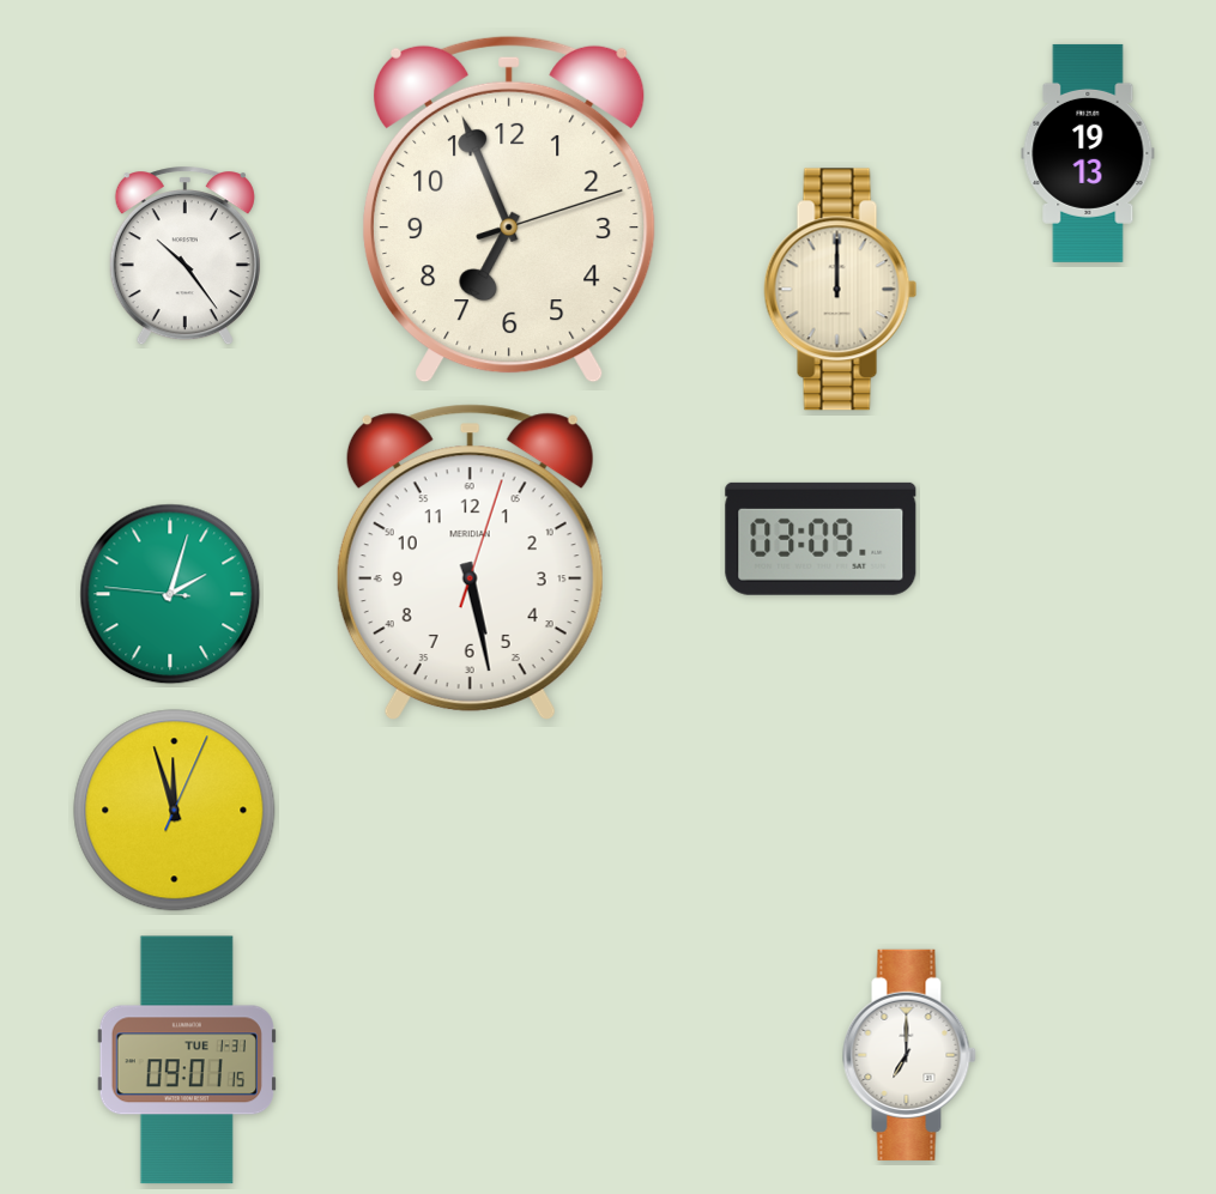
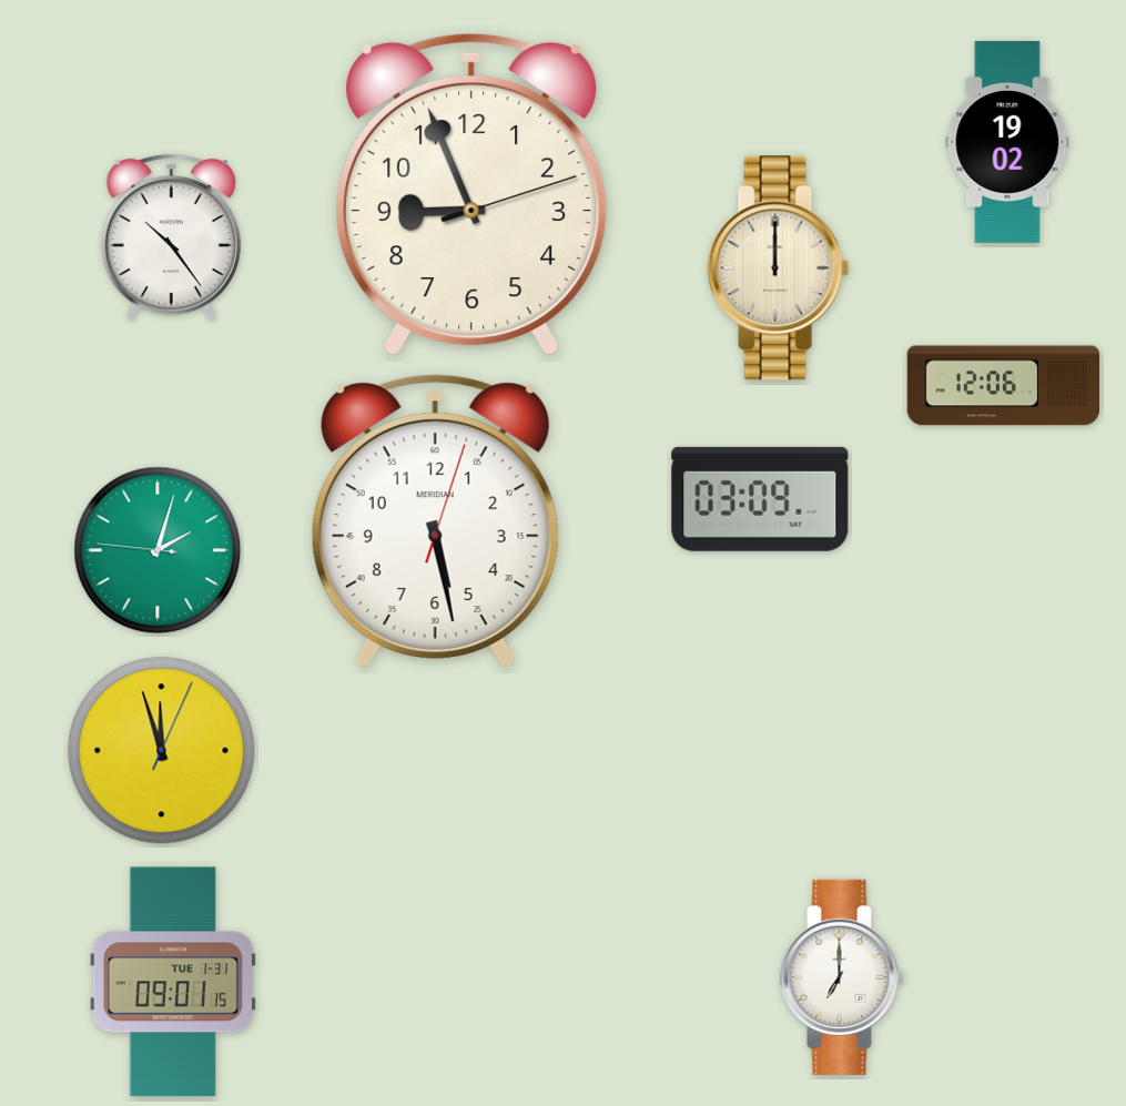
clock at (1088, 153): 19:13 -> 19:02
clock at (509, 210): 6:56 -> 8:56
clock at (1004, 386): none -> 12:06
